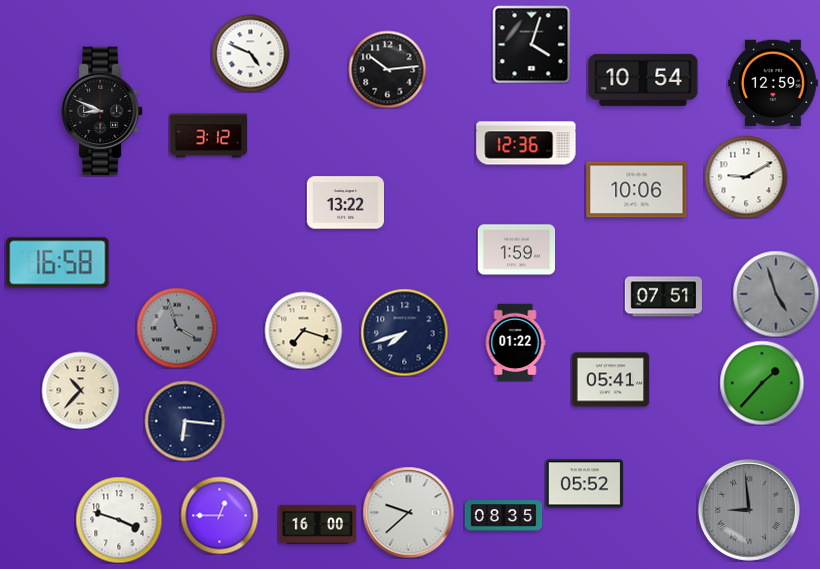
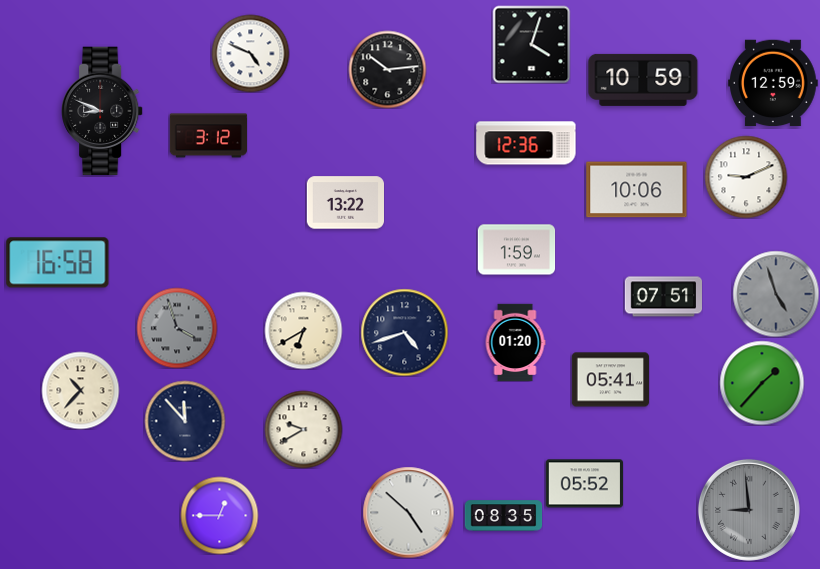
clock at (643, 80): 10:54 -> 10:59
clock at (746, 177): 9:10 -> 9:11
clock at (303, 330): 7:18 -> 6:40
clock at (404, 332): 7:42 -> 4:42
clock at (515, 342): 01:22 -> 01:20
clock at (185, 421): 6:16 -> 11:53
clock at (303, 429): none -> 9:40
clock at (408, 512): 9:38 -> 4:52
clock at (119, 520): 3:48 -> none
clock at (317, 524): 16:00 -> none
